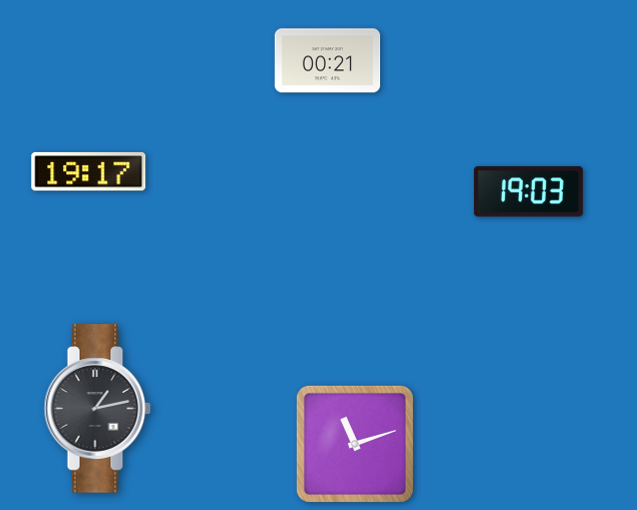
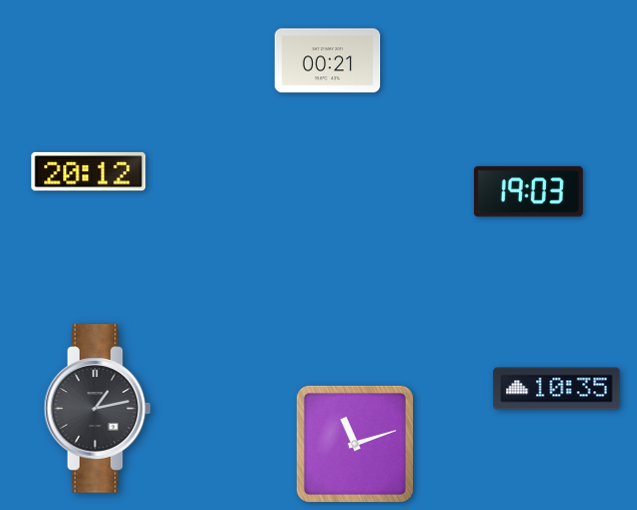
clock at (89, 172): 19:17 -> 20:12
clock at (557, 389): none -> 10:35
